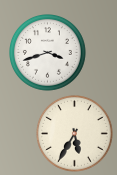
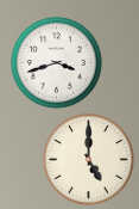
clock at (75, 134): 5:35 -> 5:00
